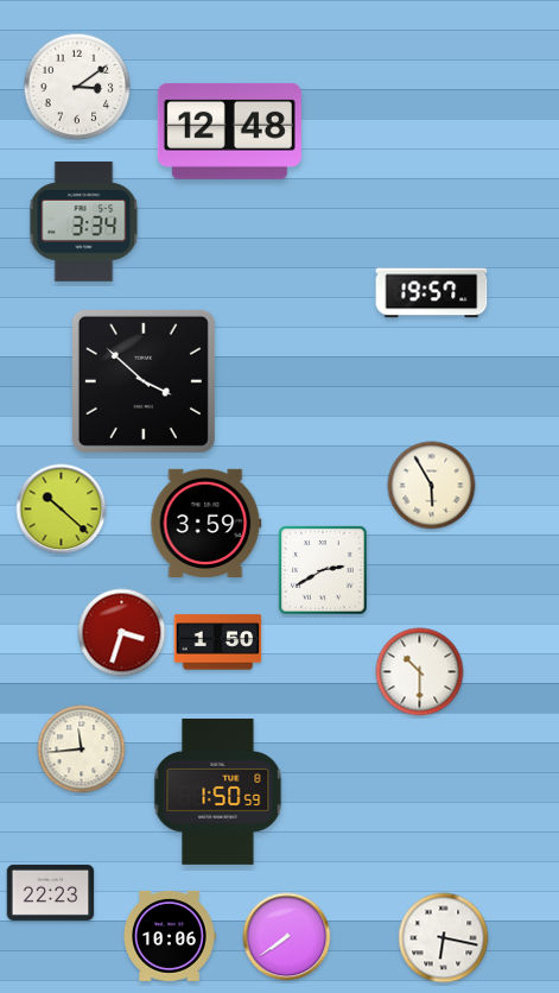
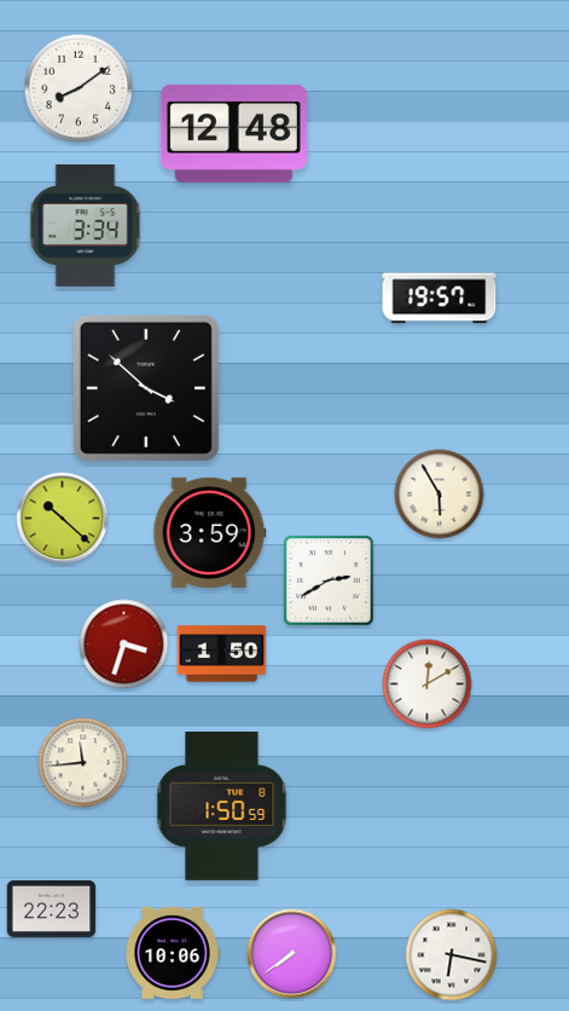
clock at (77, 87): 3:09 -> 8:09
clock at (420, 672): 10:30 -> 12:10
